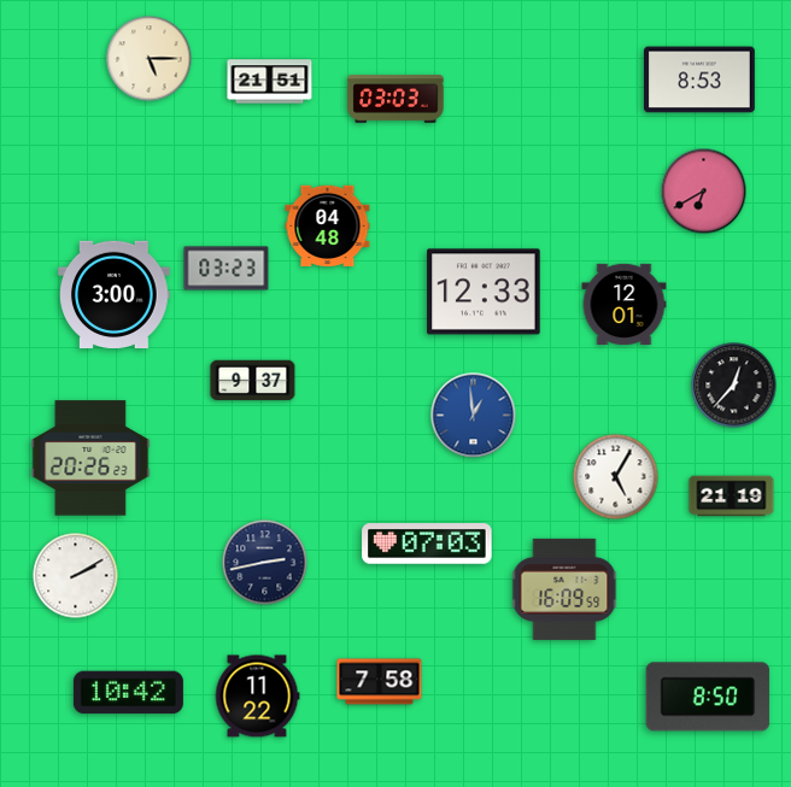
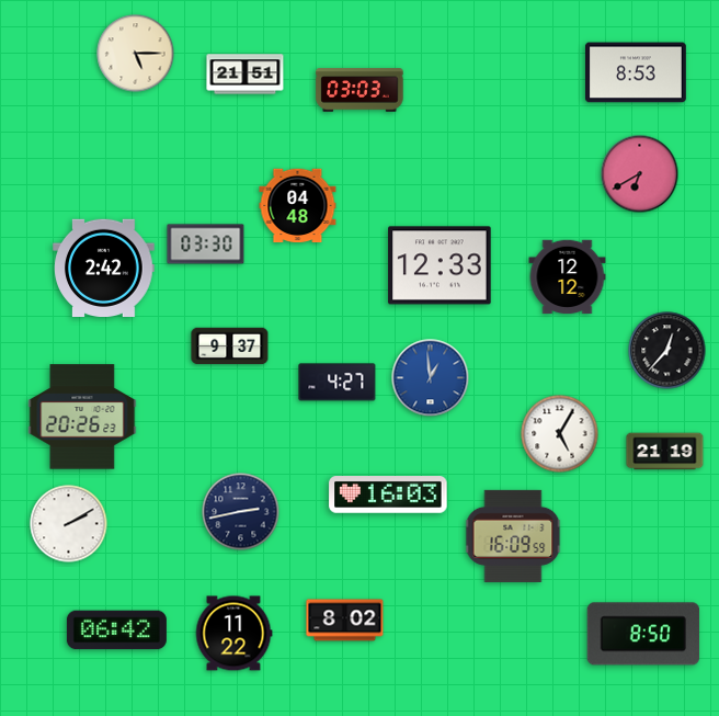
clock at (227, 269): 03:23 -> 03:30
clock at (115, 294): 3:00 -> 2:42
clock at (625, 305): 12:01 -> 12:12
clock at (338, 383): none -> 4:27
clock at (427, 545): 07:03 -> 16:03
clock at (380, 682): 7:58 -> 8:02
clock at (128, 693): 10:42 -> 06:42
